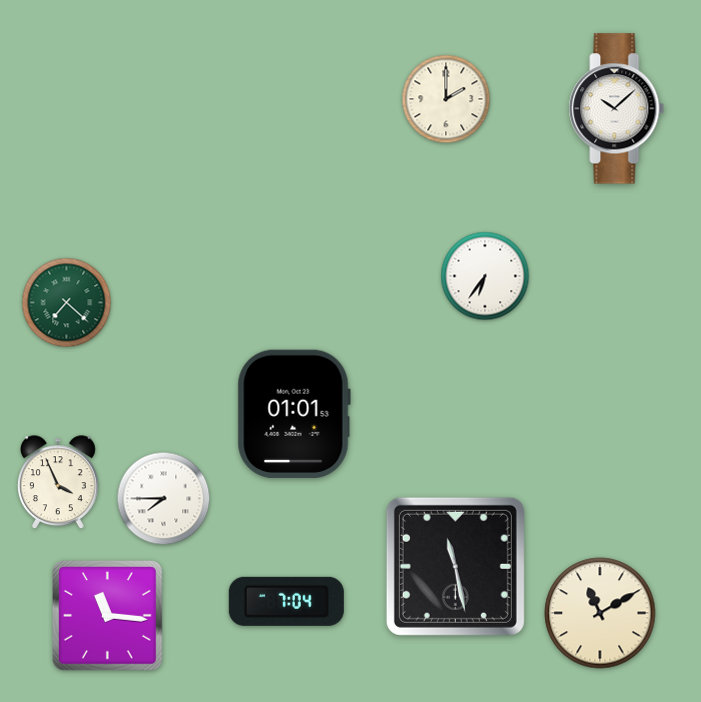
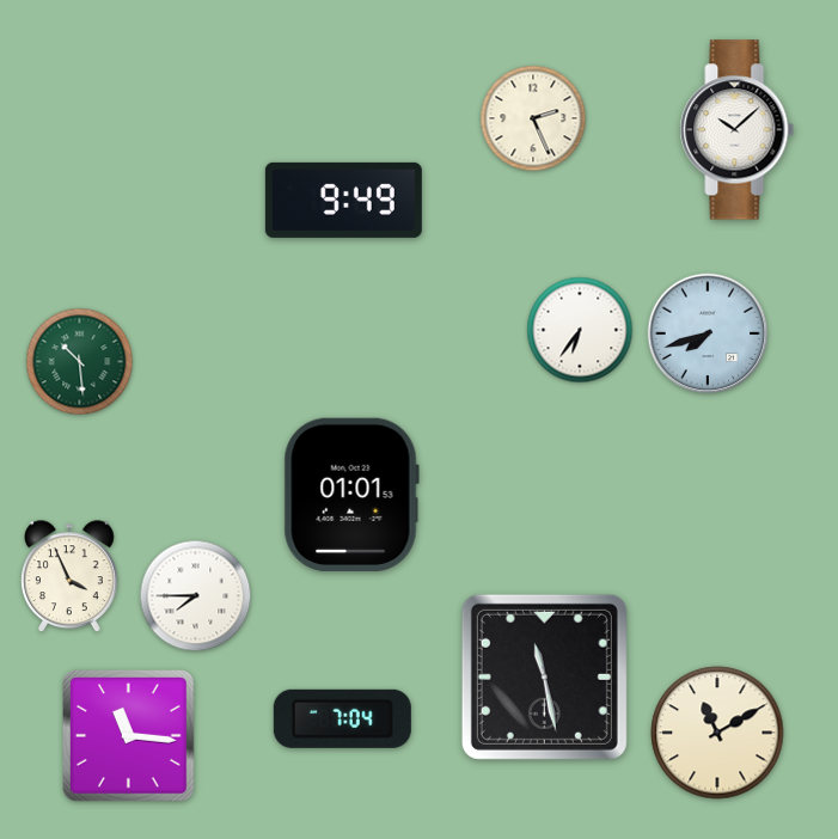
clock at (446, 99): 2:00 -> 2:26
clock at (343, 200): none -> 9:49
clock at (708, 333): none -> 7:42
clock at (67, 303): 7:22 -> 10:29
